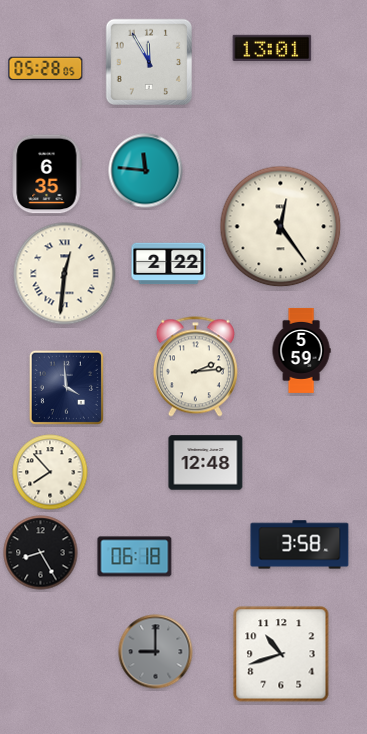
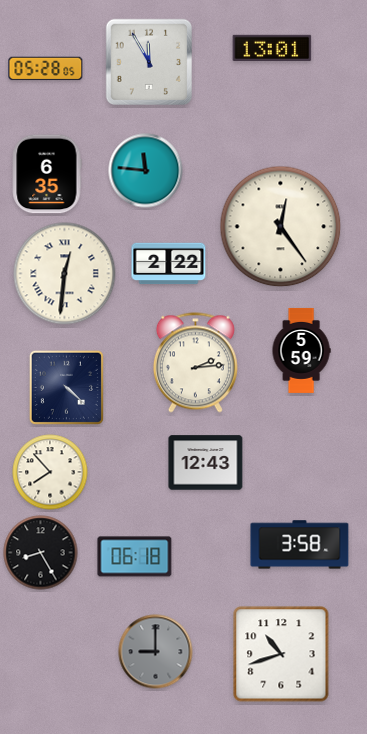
clock at (195, 367) position: (195, 367) -> (195, 363)
clock at (66, 387): 3:59 -> 4:22
clock at (206, 463): 12:48 -> 12:43
